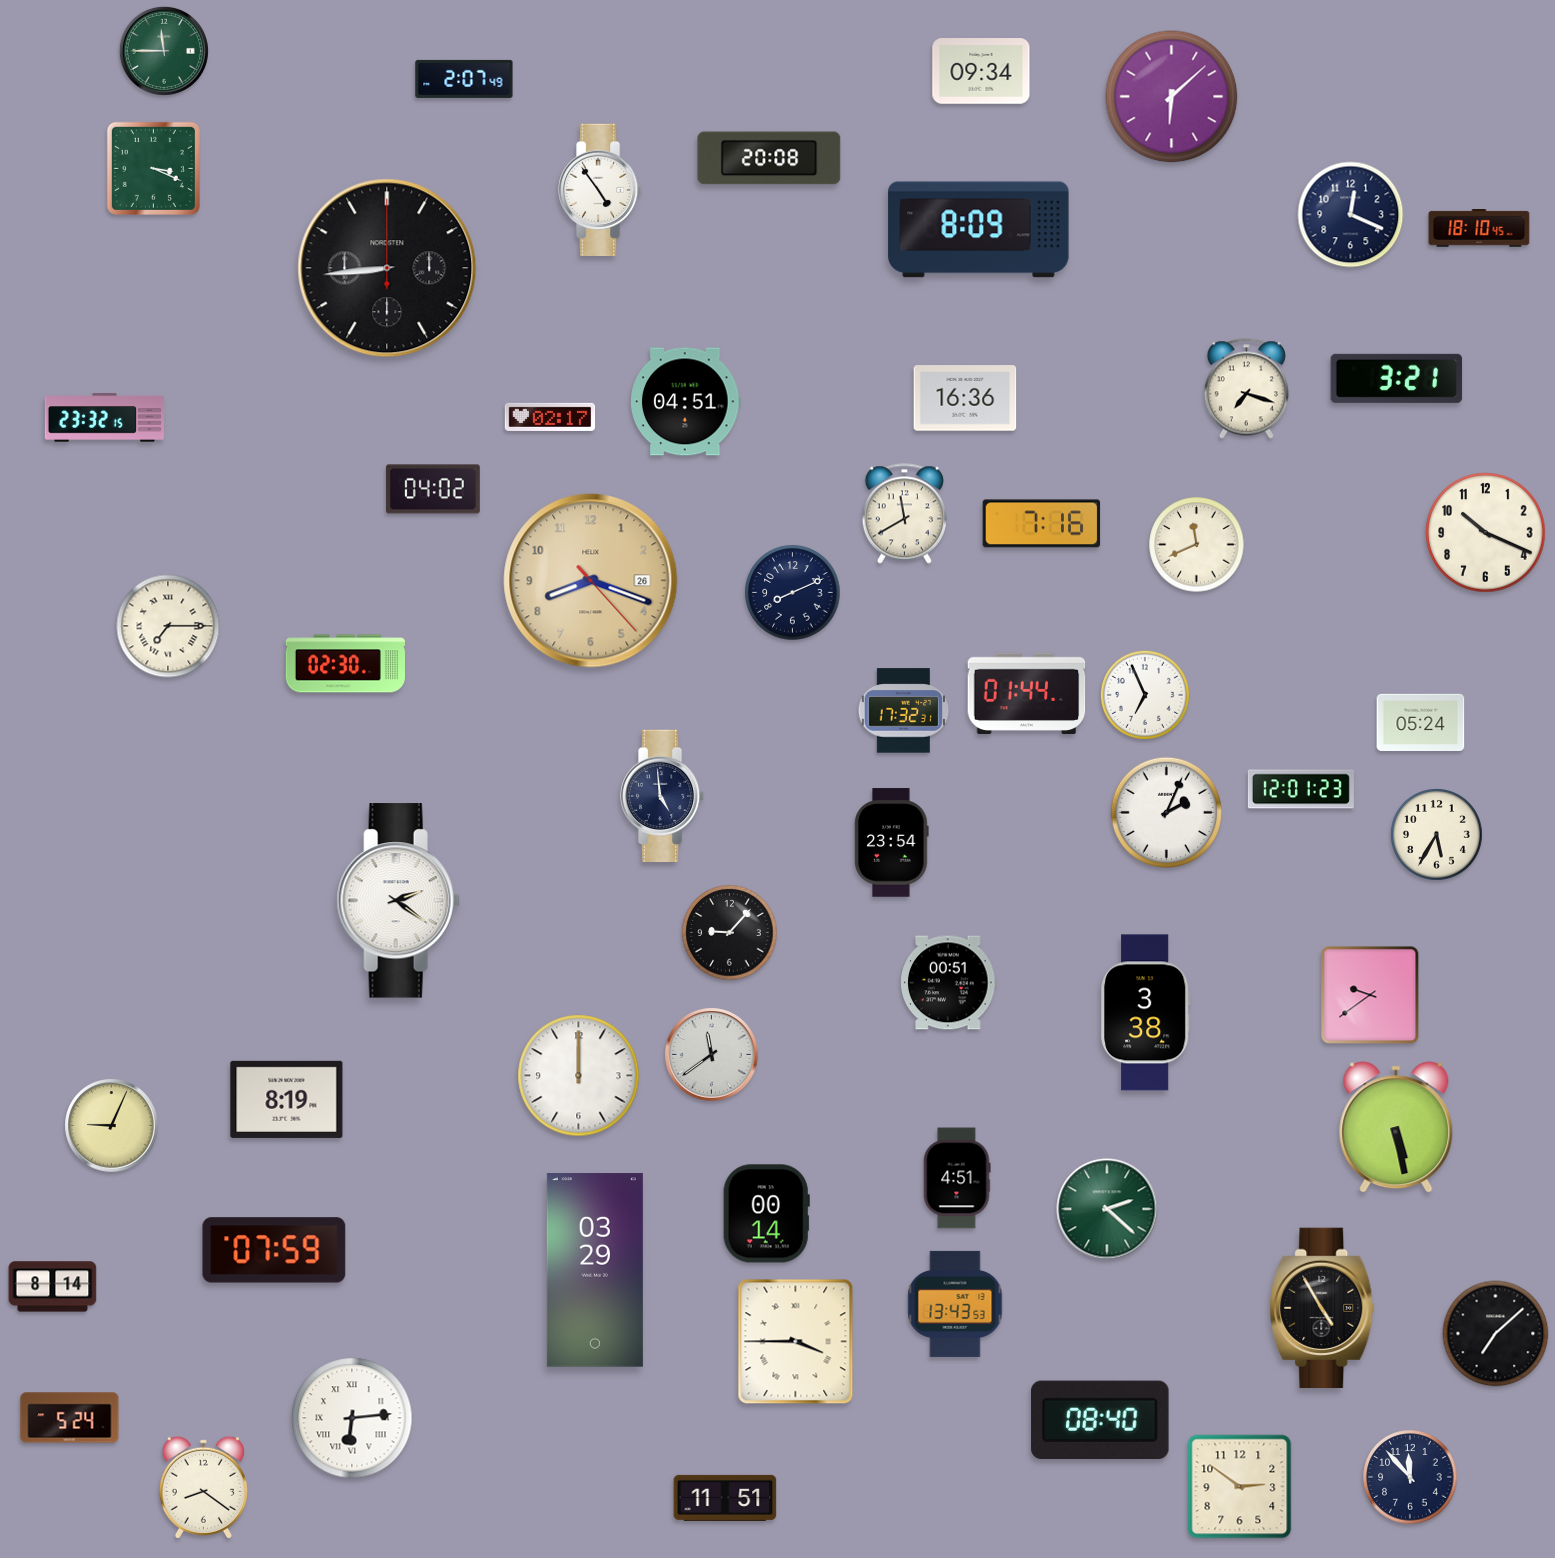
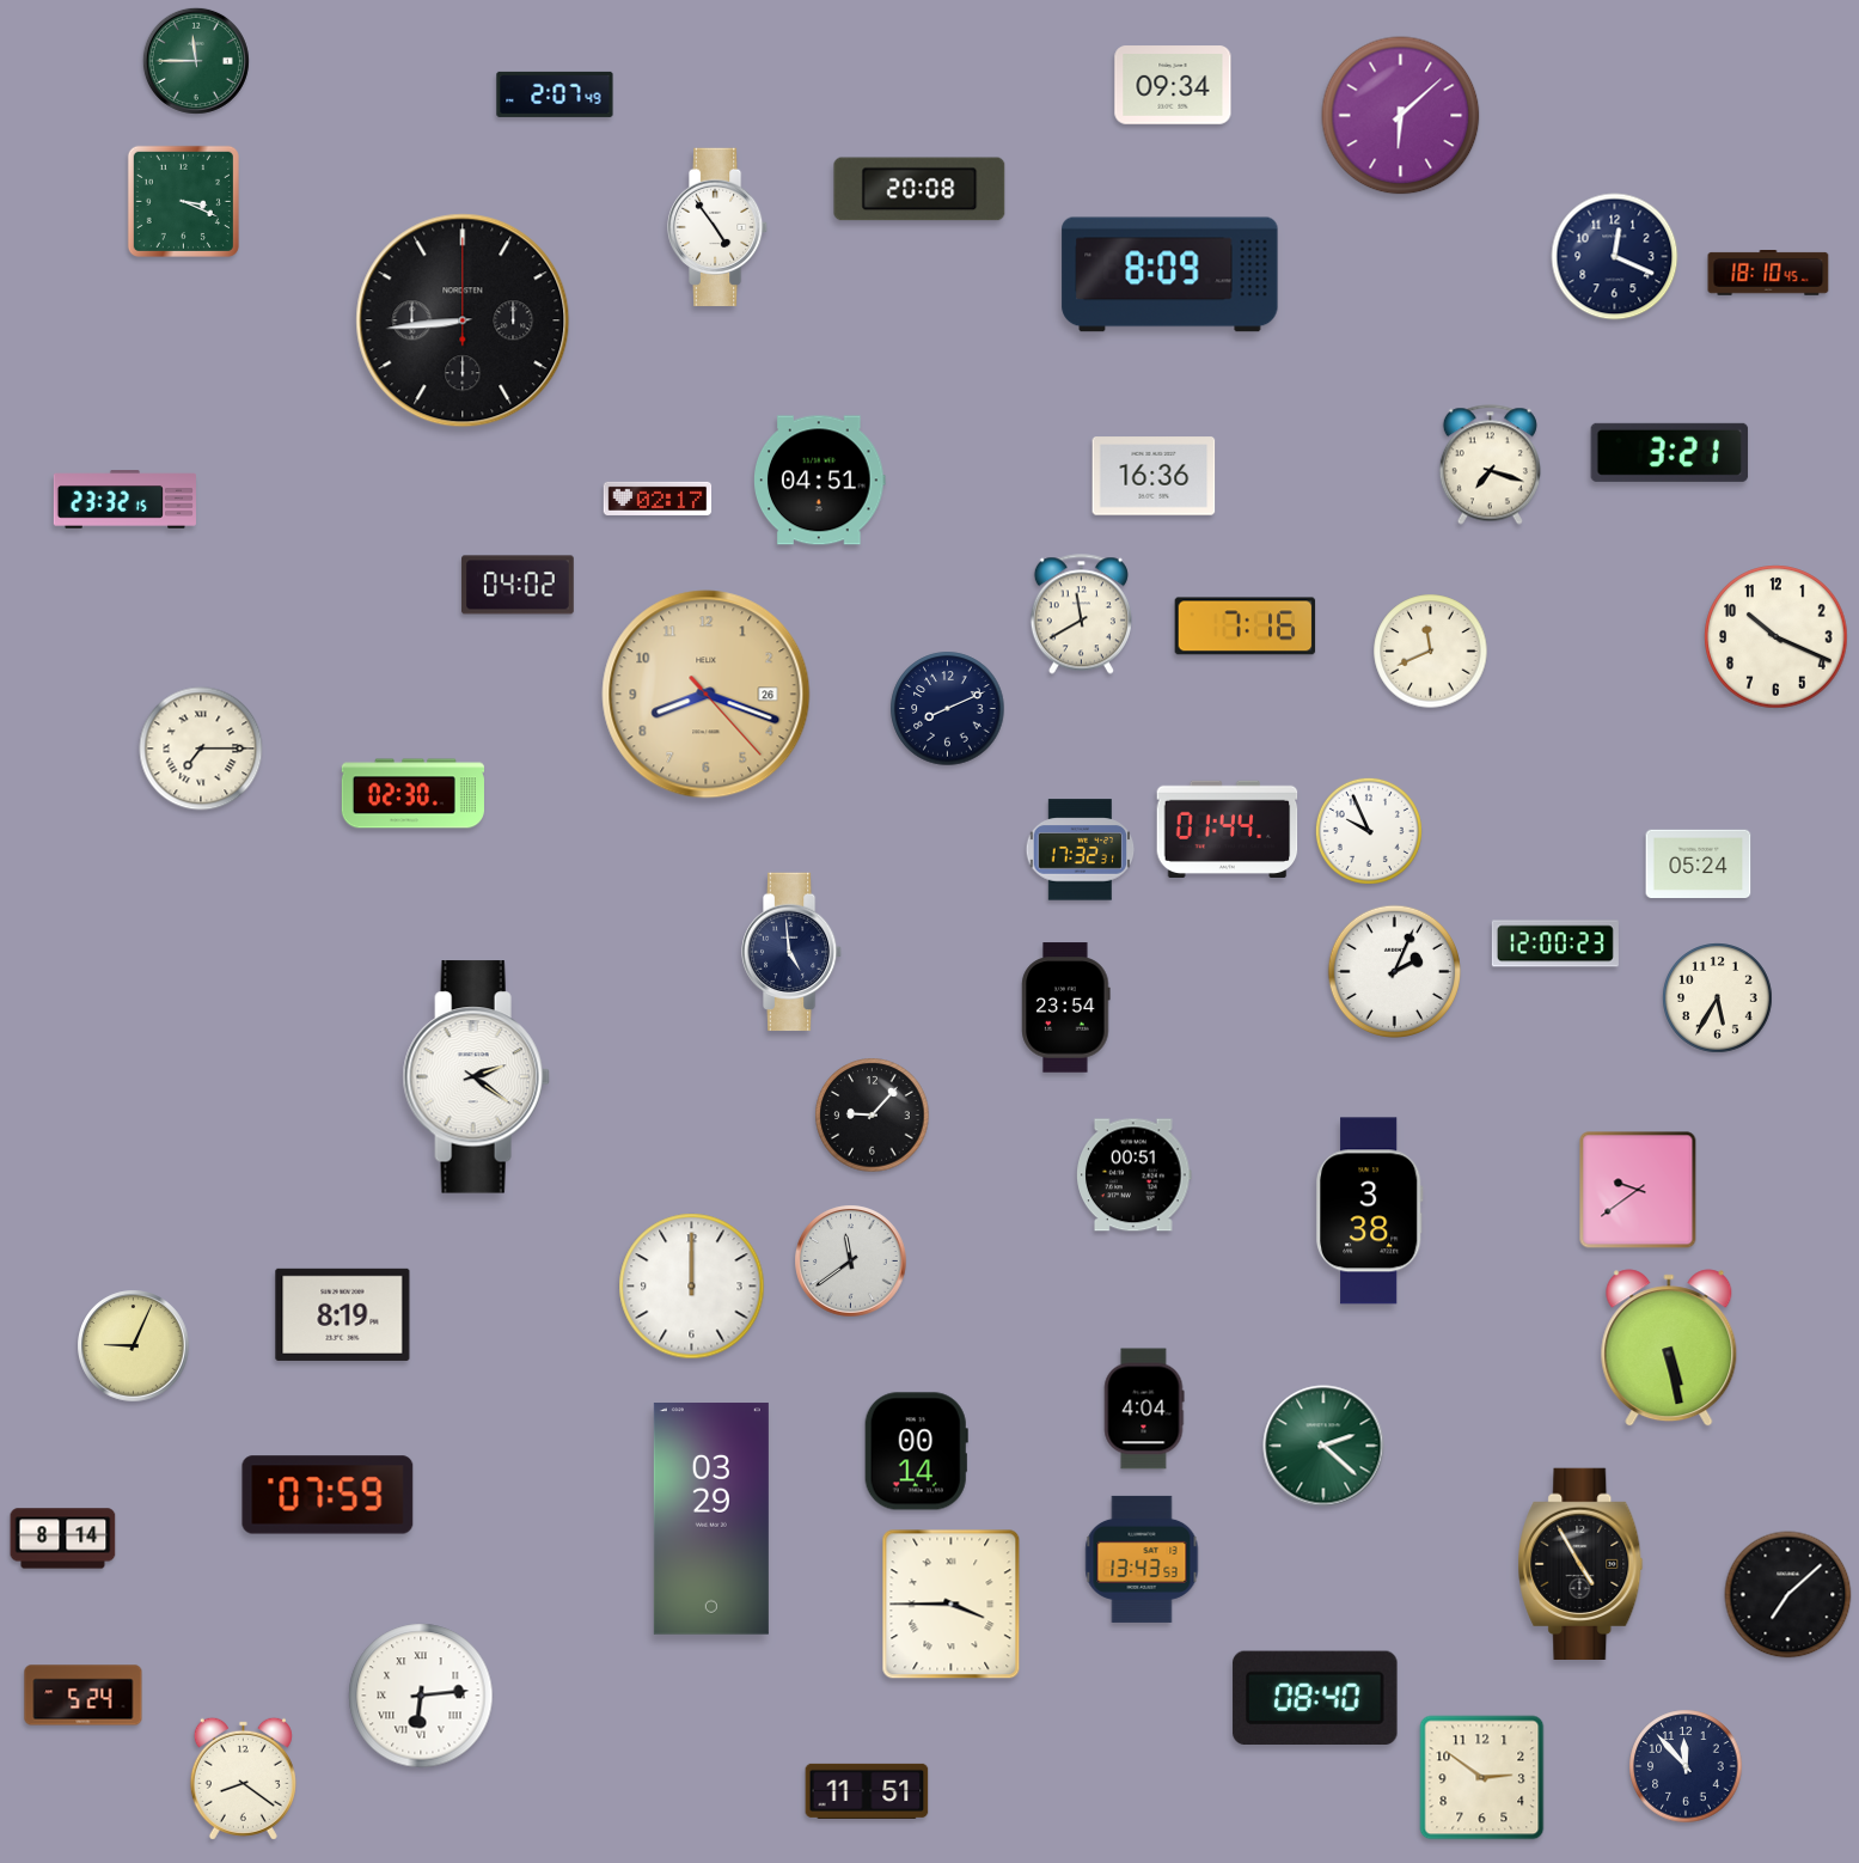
clock at (1145, 695): 6:56 -> 9:56
clock at (1301, 789): 12:01 -> 12:00
clock at (957, 1178): 4:51 -> 4:04
